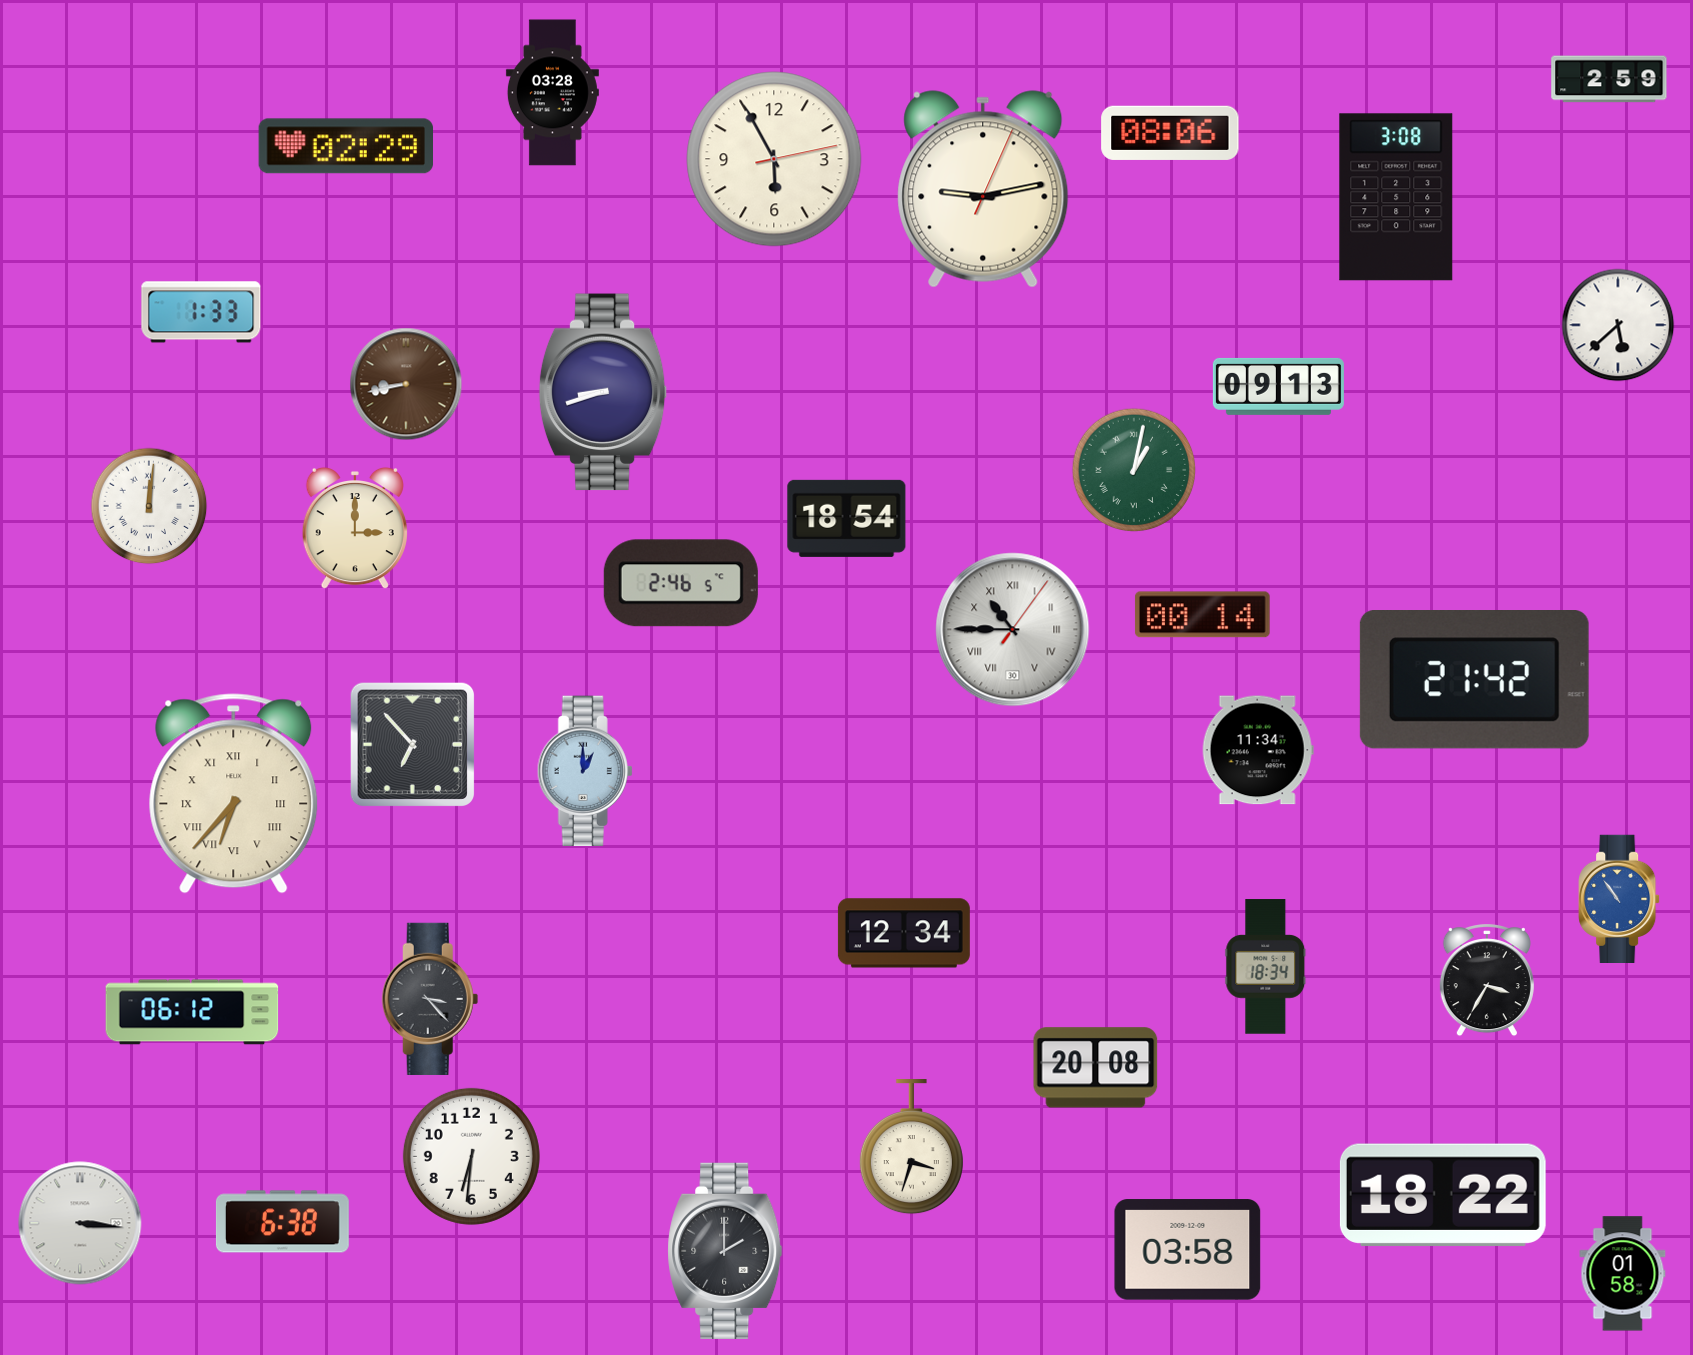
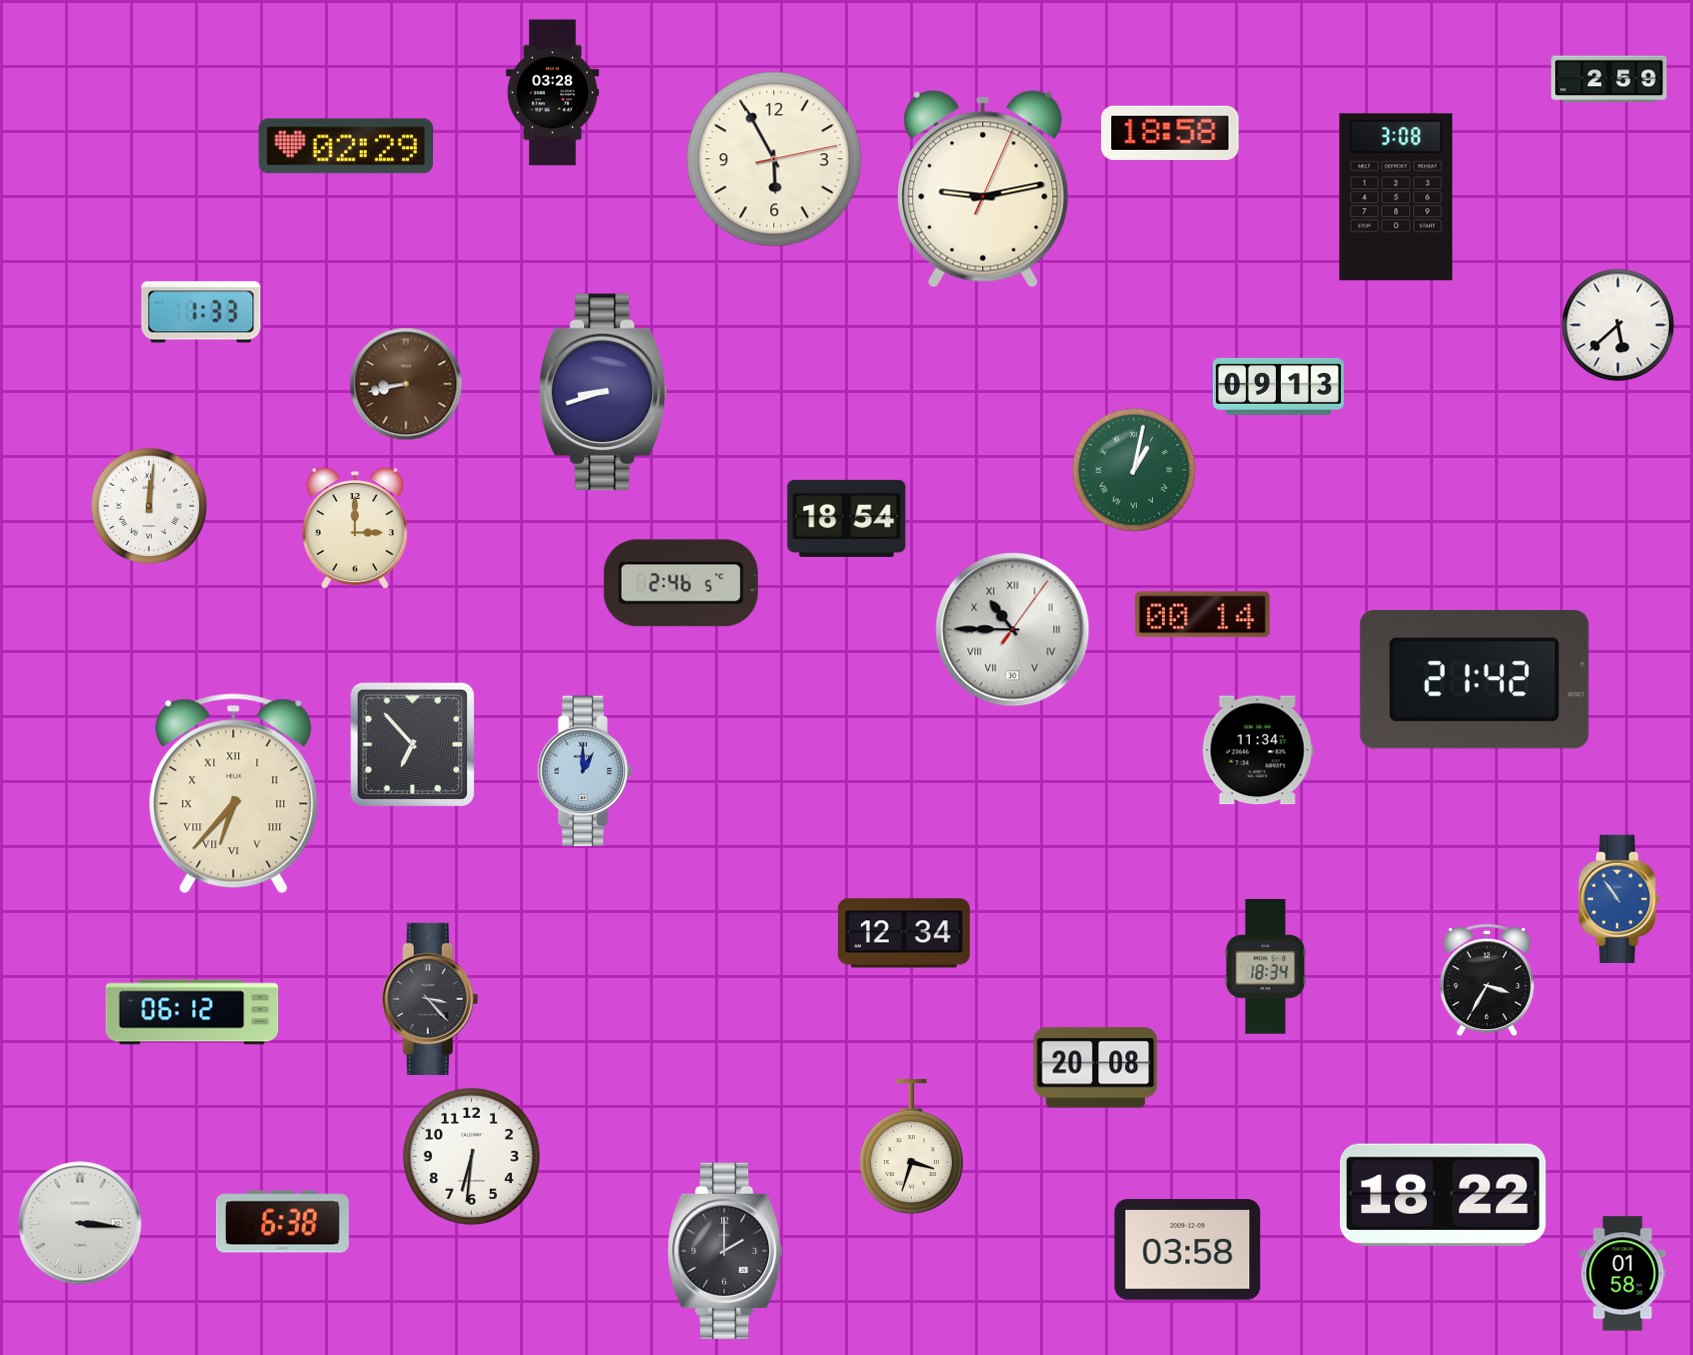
clock at (1170, 133): 08:06 -> 18:58
